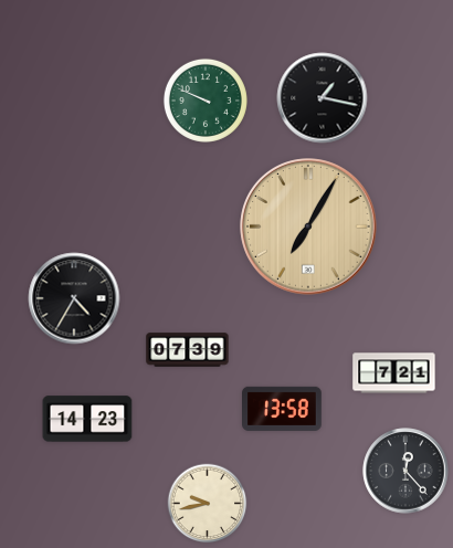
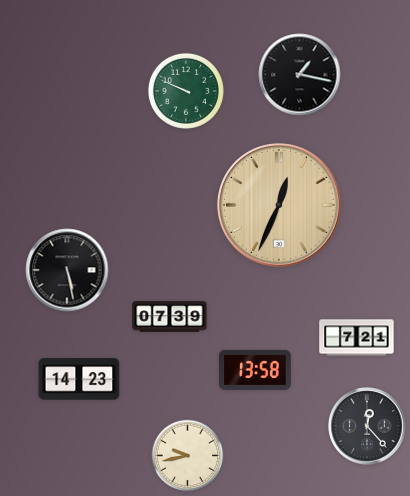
clock at (323, 98) position: (323, 98) -> (300, 75)
clock at (308, 226): 7:05 -> 12:34
clock at (74, 298): 4:35 -> 5:28
